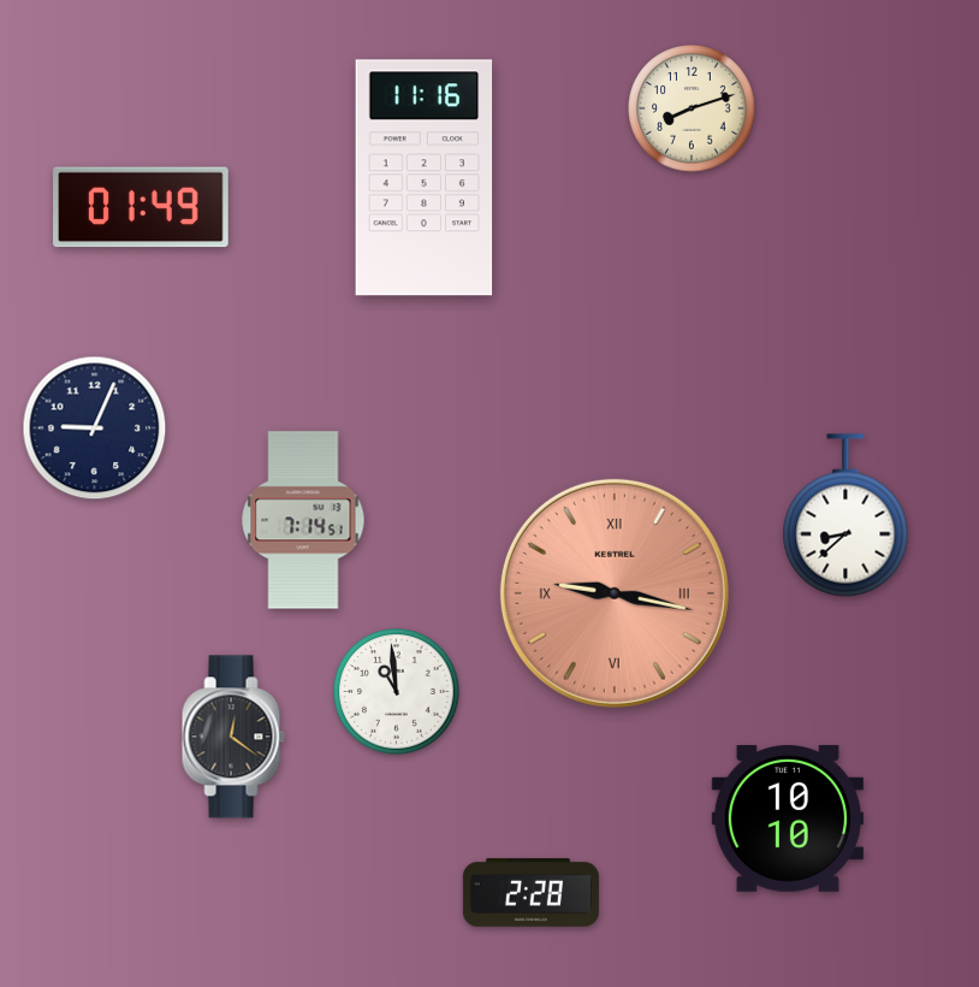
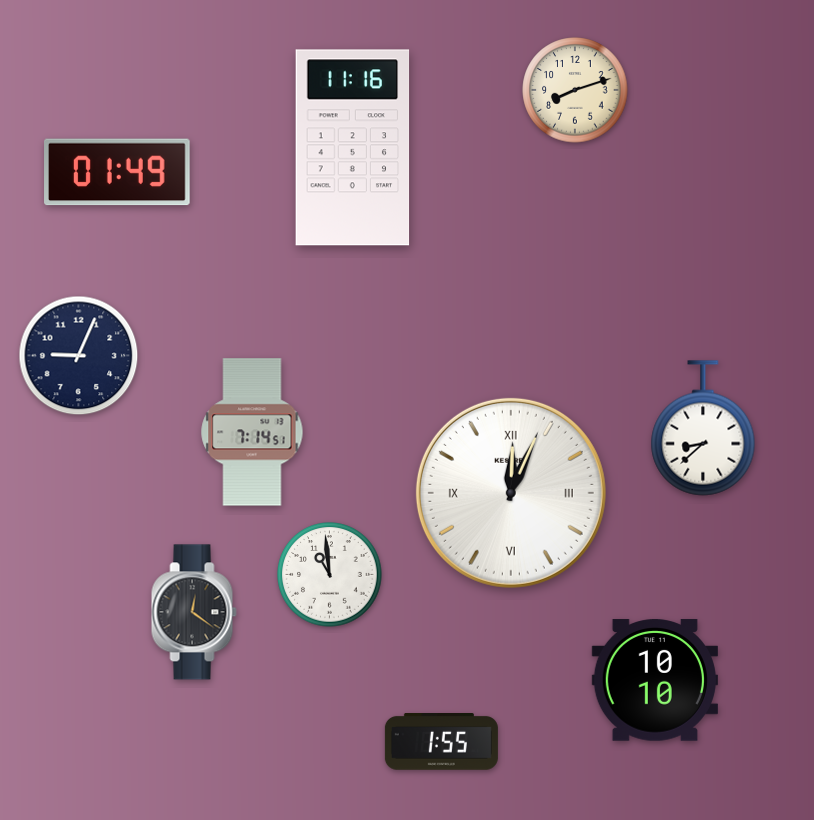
clock at (615, 593): 9:17 -> 12:04
clock at (615, 593) dial: salmon -> white
clock at (530, 893): 2:28 -> 1:55
